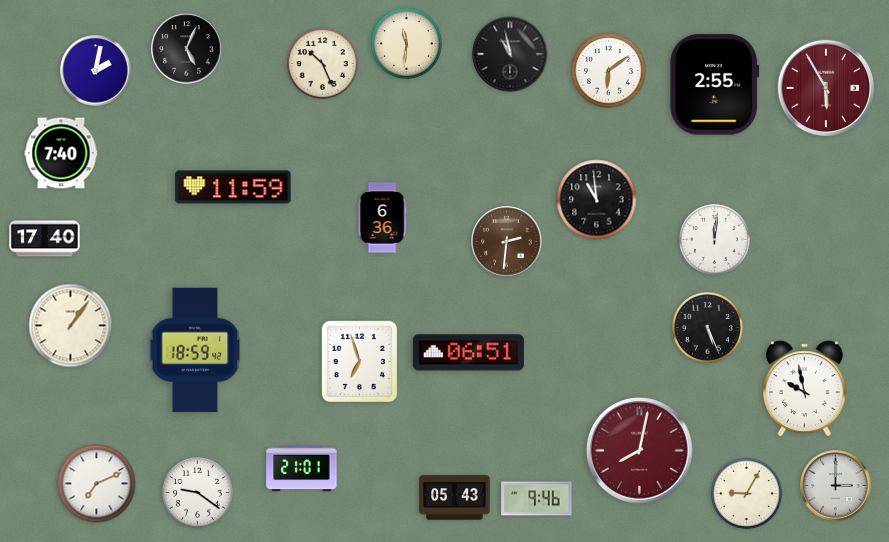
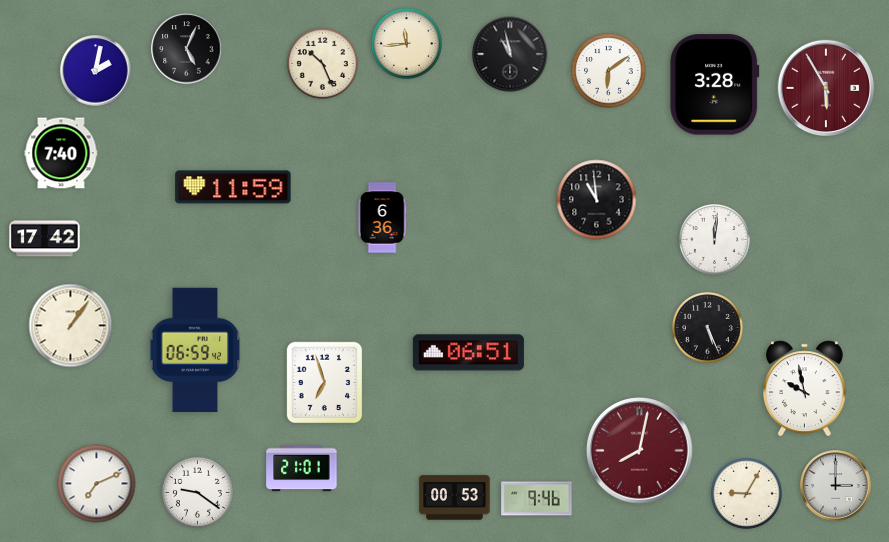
clock at (406, 43): 11:31 -> 11:44
clock at (715, 85): 2:55 -> 3:28
clock at (45, 239): 17:40 -> 17:42
clock at (507, 242): 2:31 -> none
clock at (195, 350): 18:59 -> 06:59
clock at (360, 362) position: (360, 362) -> (325, 383)
clock at (455, 498): 05:43 -> 00:53
